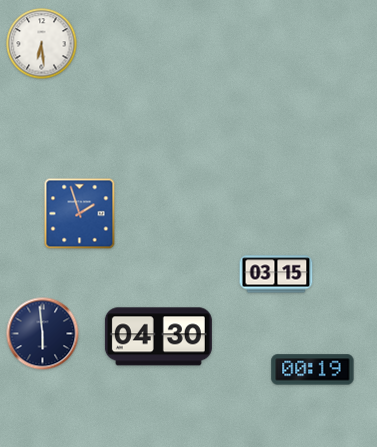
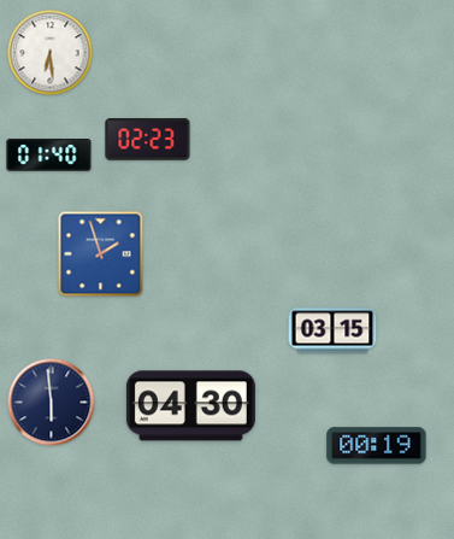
clock at (148, 140): none -> 02:23
clock at (49, 156): none -> 01:40
clock at (80, 214) position: (80, 214) -> (101, 254)
